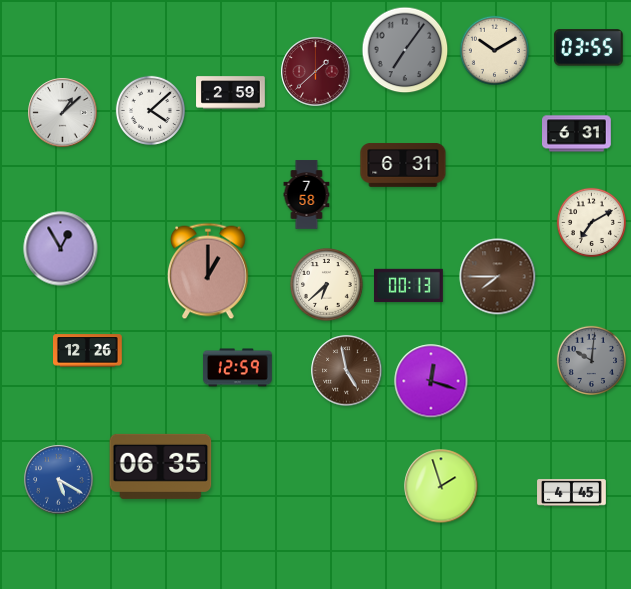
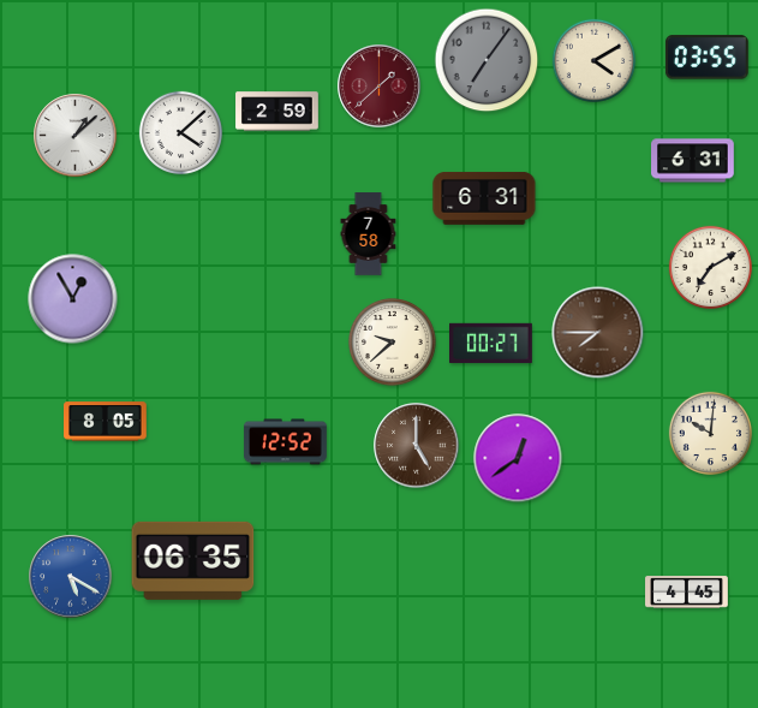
clock at (494, 50): 10:10 -> 4:10
clock at (209, 271): 1:00 -> none
clock at (327, 285): 6:38 -> 9:38
clock at (409, 286): 00:13 -> 00:27
clock at (88, 351): 12:26 -> 8:05
clock at (591, 360) dial: grey -> cream
clock at (238, 368): 12:59 -> 12:52
clock at (347, 371): 4:58 -> 5:00
clock at (431, 381): 12:18 -> 12:39
clock at (441, 486): 1:57 -> none
